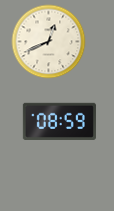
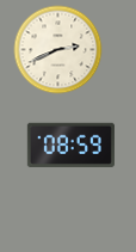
clock at (49, 42): 12:41 -> 2:41
